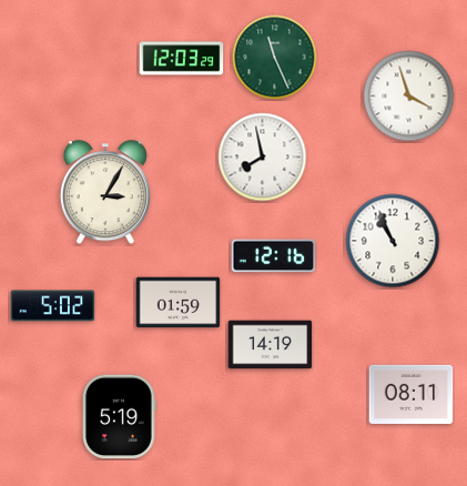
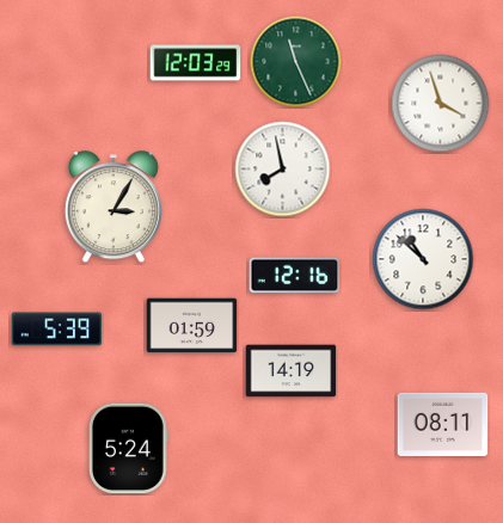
clock at (393, 241): 10:56 -> 10:52
clock at (53, 306): 5:02 -> 5:39
clock at (119, 417): 5:19 -> 5:24
